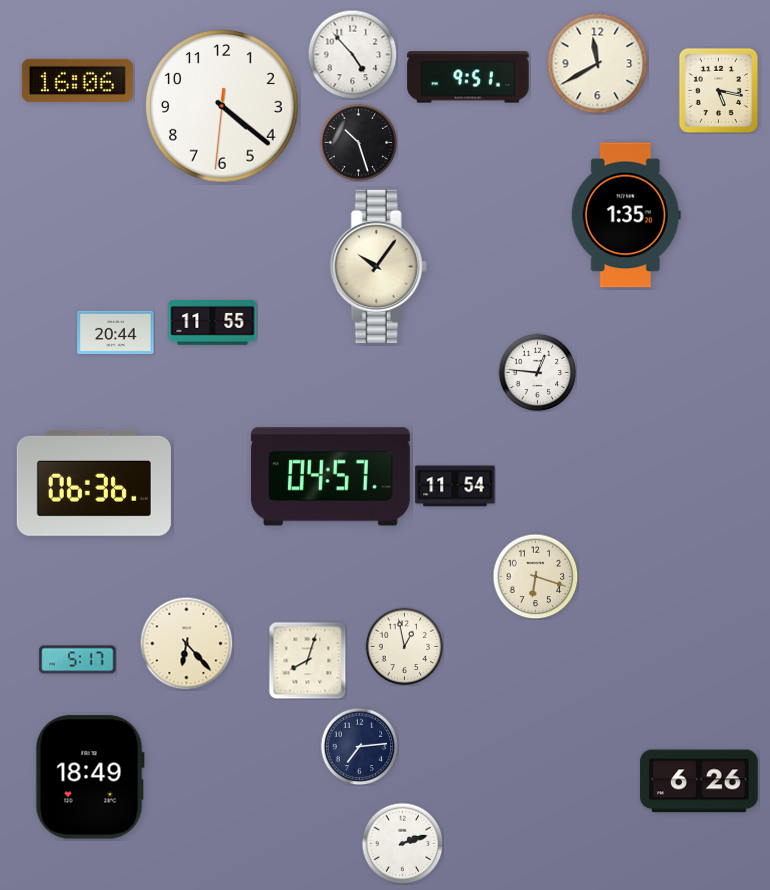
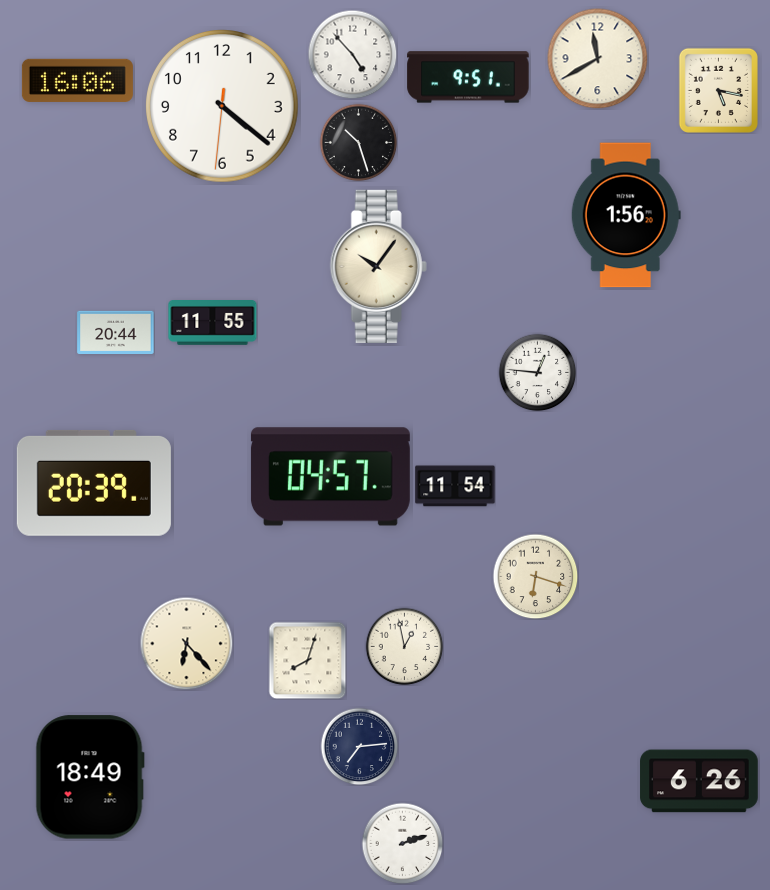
clock at (598, 64) position: (598, 64) -> (598, 59)
clock at (626, 215): 1:35 -> 1:56
clock at (94, 483): 06:36 -> 20:39
clock at (78, 660): 5:17 -> none
